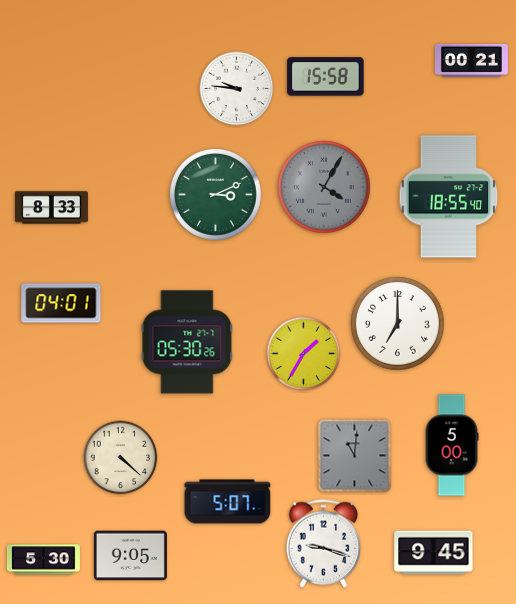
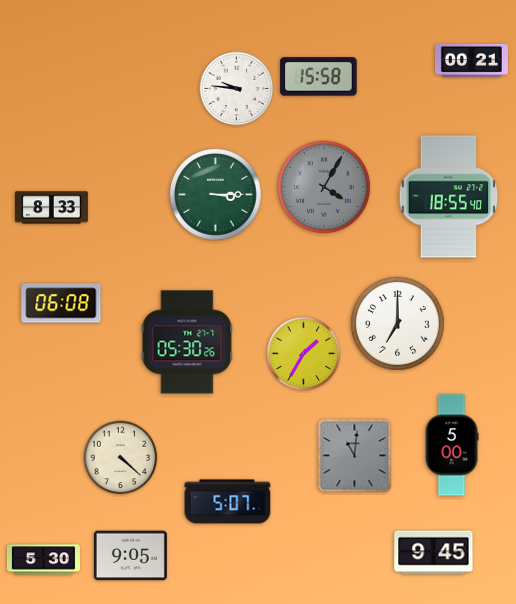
clock at (326, 77) position: (326, 77) -> (319, 77)
clock at (215, 194): 3:11 -> 3:15
clock at (61, 303): 04:01 -> 06:08
clock at (324, 544): 9:18 -> none
